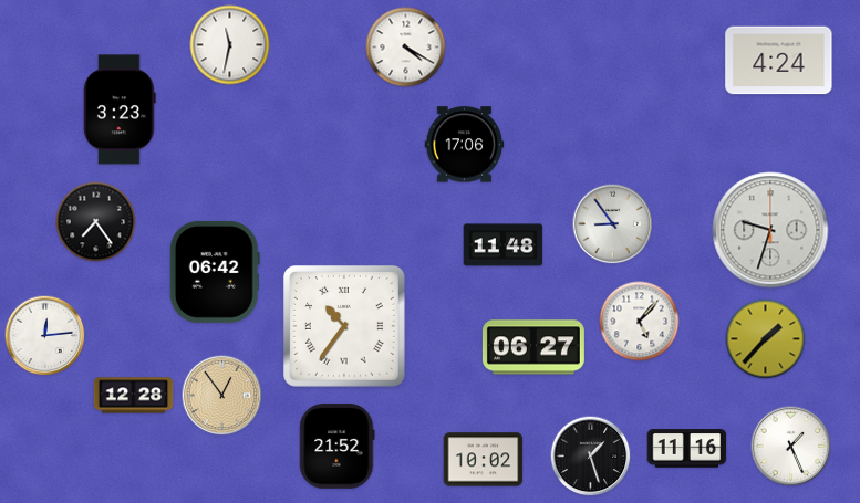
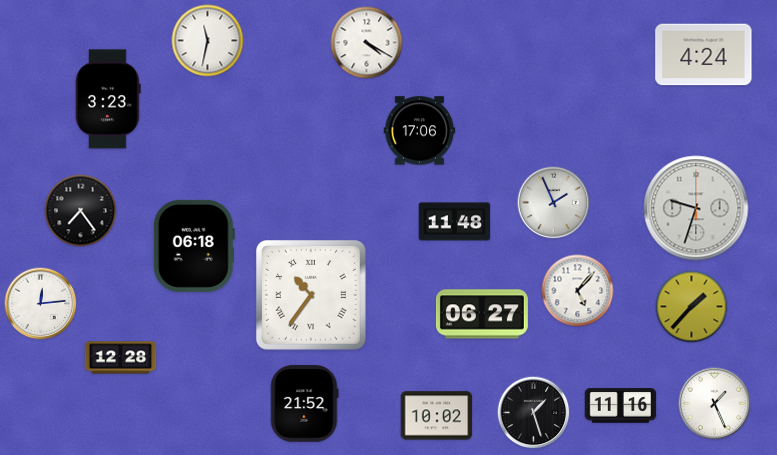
clock at (96, 222) position: (96, 222) -> (81, 211)
clock at (613, 224): 8:54 -> 1:56
clock at (215, 272): 06:42 -> 06:18
clock at (222, 396): 12:54 -> none
